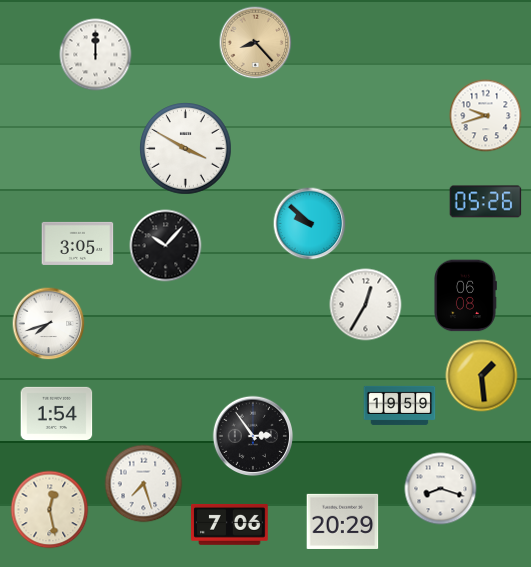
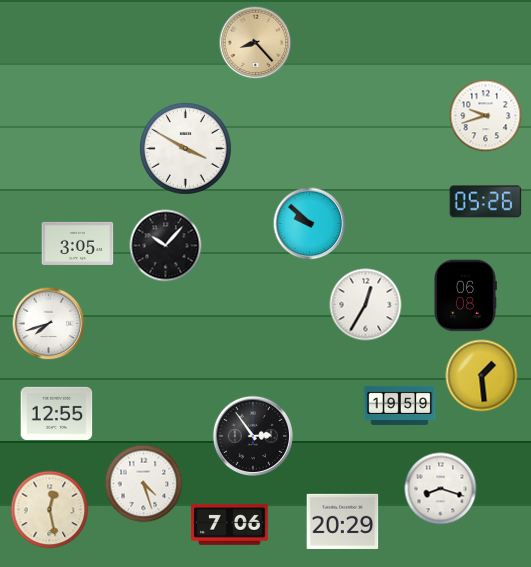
clock at (96, 55): 12:00 -> none
clock at (57, 413): 1:54 -> 12:55
clock at (144, 484): 7:27 -> 4:27
